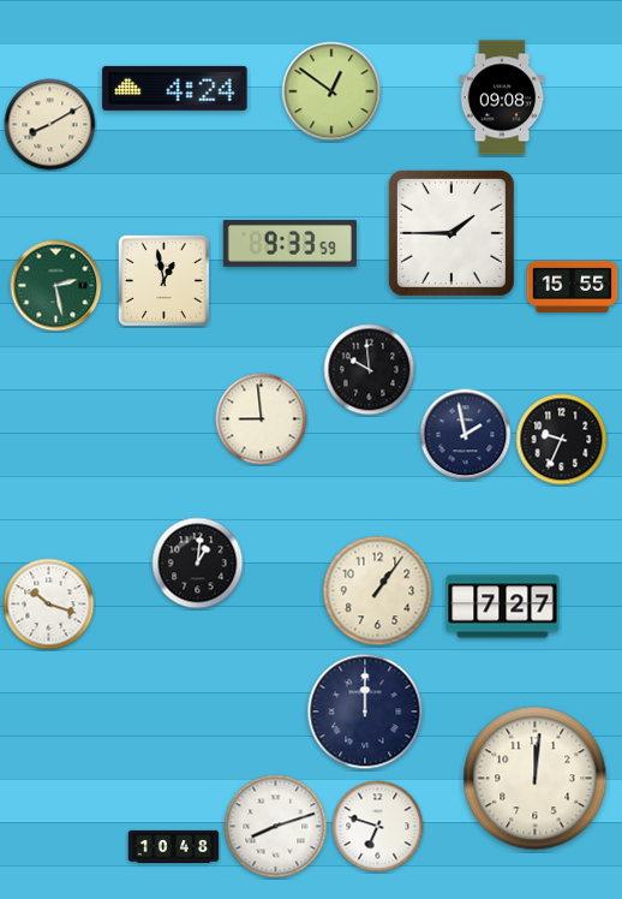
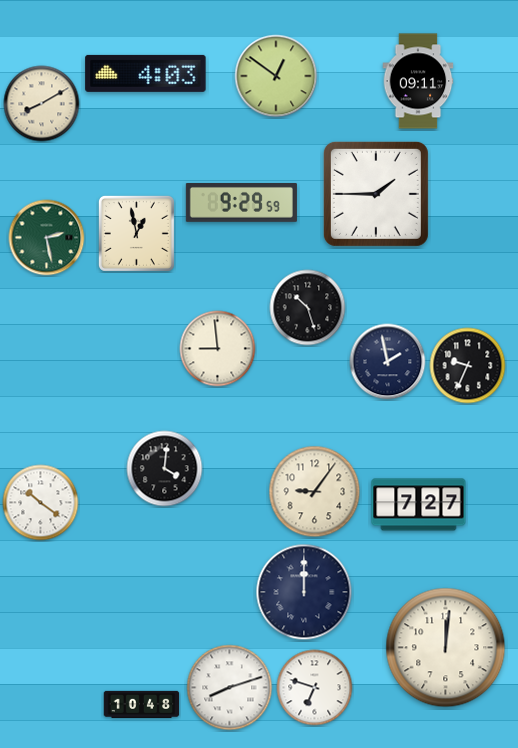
clock at (175, 88): 4:24 -> 4:03
clock at (502, 97): 09:08 -> 09:11
clock at (289, 244): 9:33 -> 9:29
clock at (573, 287): 15:55 -> none
clock at (370, 370): 9:59 -> 10:27
clock at (198, 564): 1:01 -> 4:01
clock at (378, 591): 1:06 -> 9:06
clock at (49, 605): 10:18 -> 10:21
clock at (174, 846) position: (174, 846) -> (142, 704)
